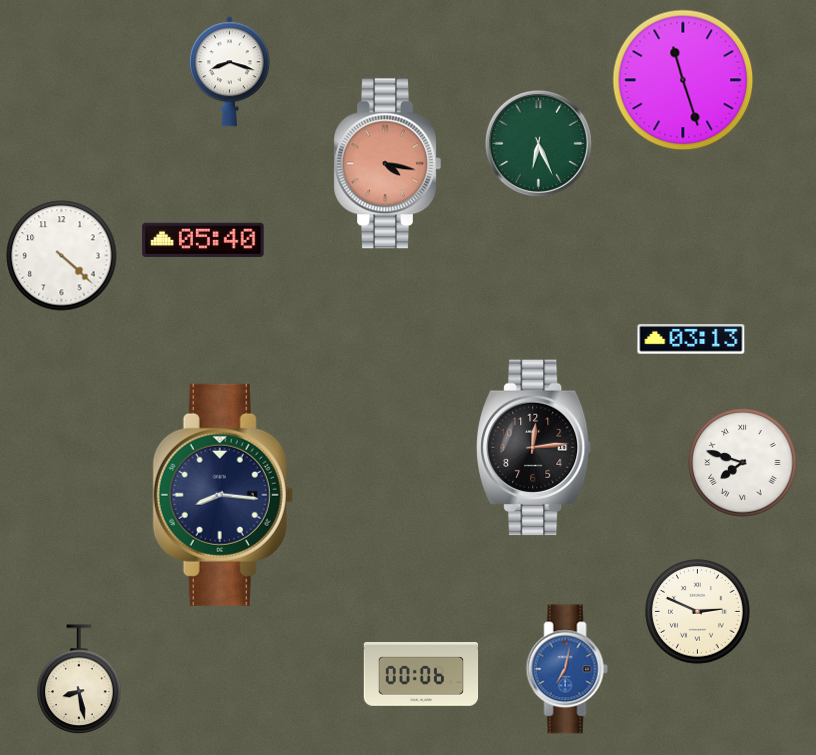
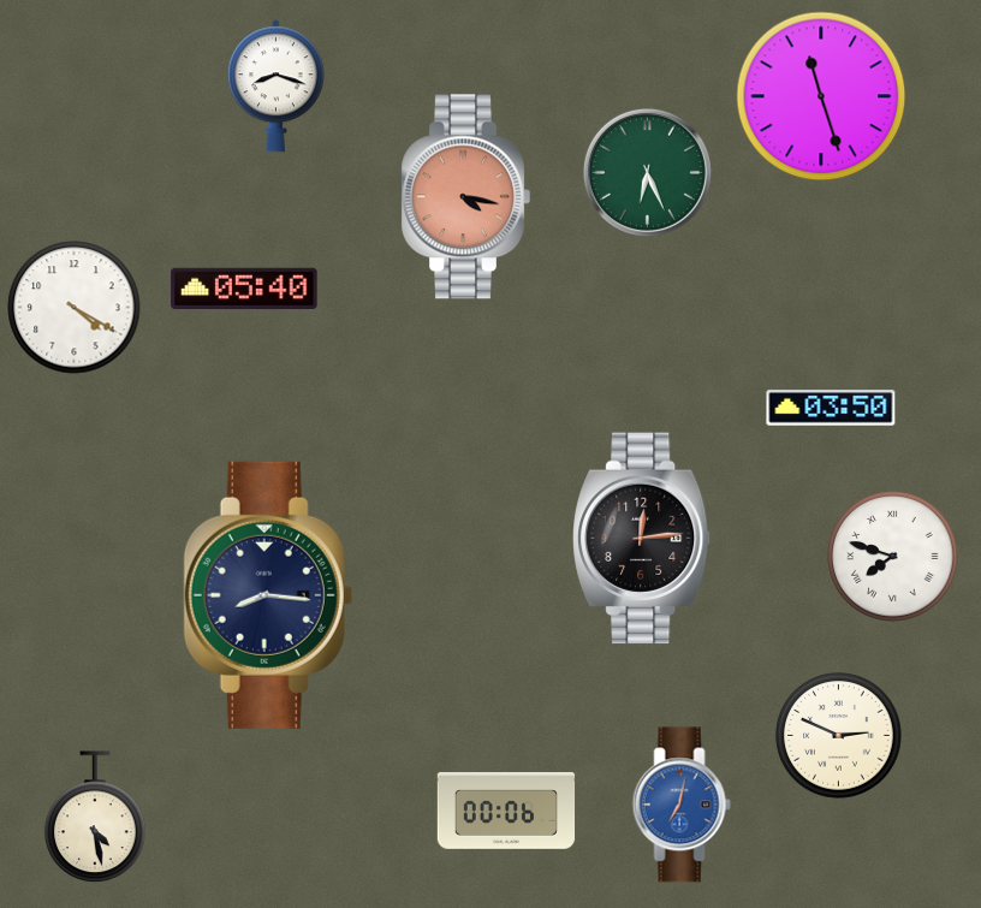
clock at (62, 256): 4:22 -> 4:20
clock at (691, 339): 03:13 -> 03:50
clock at (79, 680): 8:28 -> 4:28
